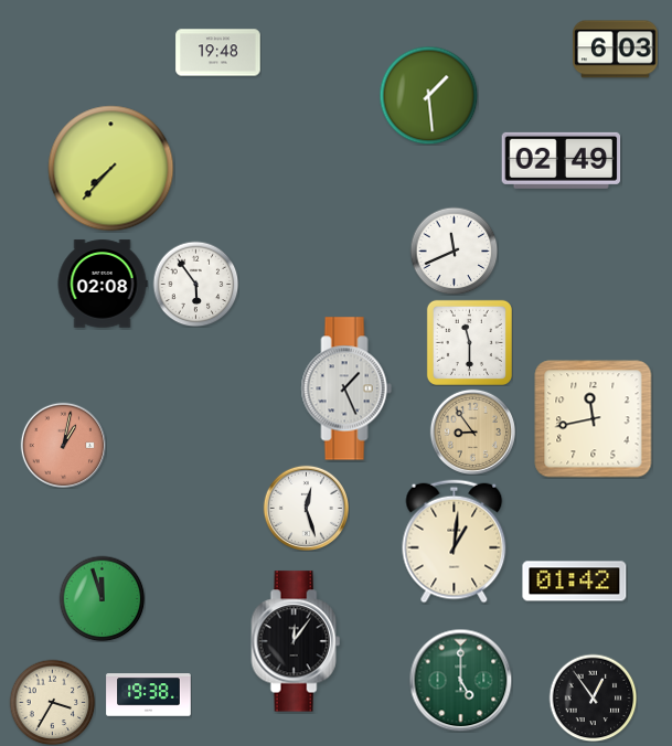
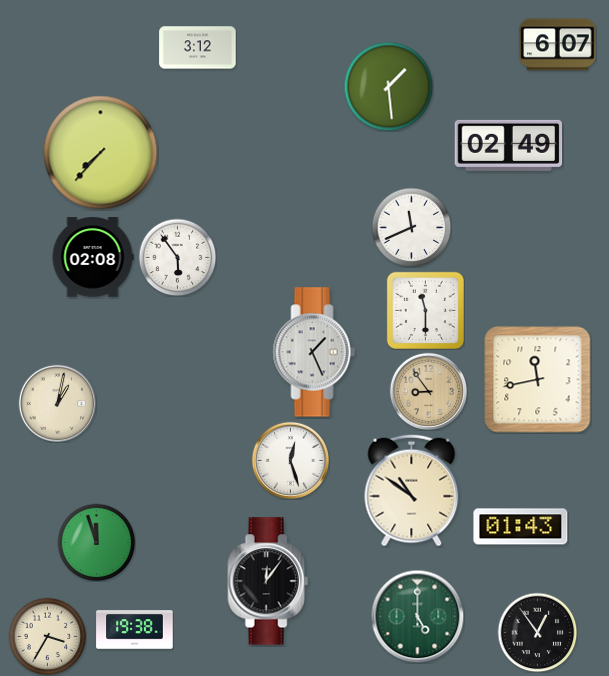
clock at (616, 50): 6:03 -> 6:07
clock at (218, 53): 19:48 -> 3:12
clock at (63, 445) dial: salmon -> cream
clock at (306, 508) position: (306, 508) -> (290, 460)
clock at (455, 542): 1:01 -> 10:51
clock at (575, 582): 01:42 -> 01:43
clock at (102, 598) position: (102, 598) -> (96, 542)
